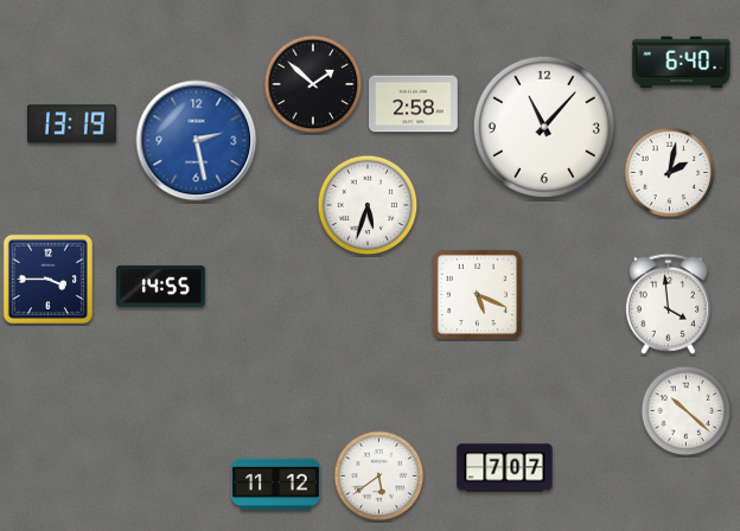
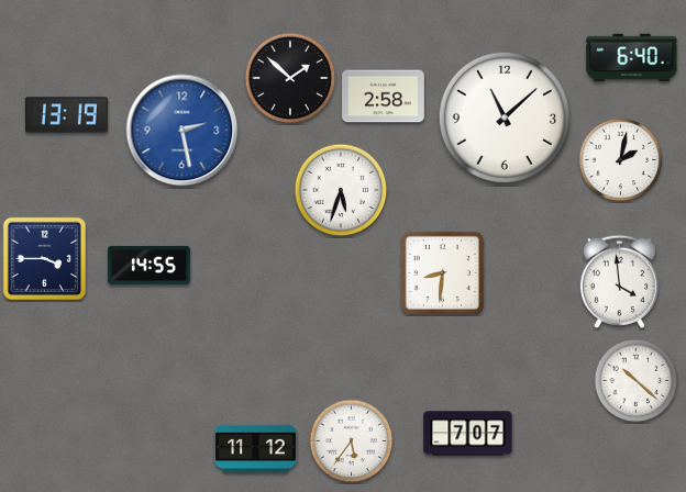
clock at (544, 127): 11:07 -> 11:08
clock at (477, 294): 5:19 -> 8:31
clock at (379, 476): 5:39 -> 5:36
